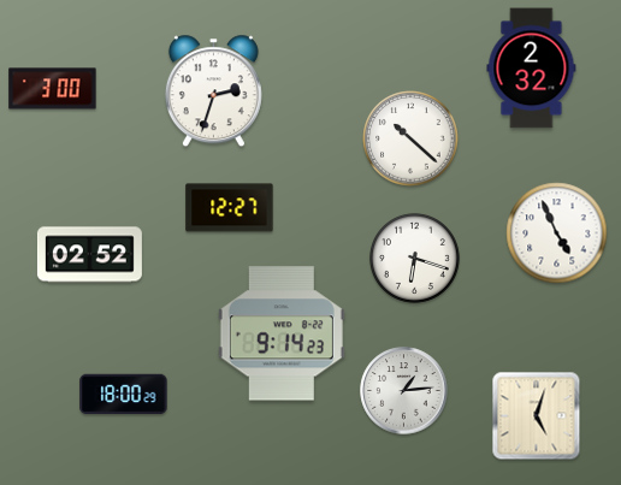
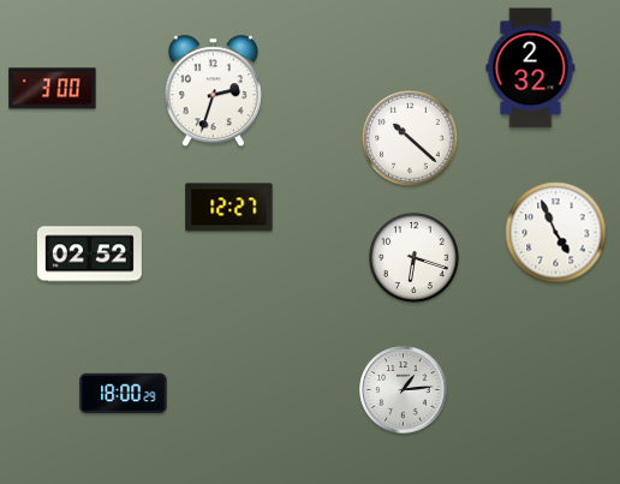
clock at (282, 333): 9:14 -> none
clock at (537, 416): 5:03 -> none
